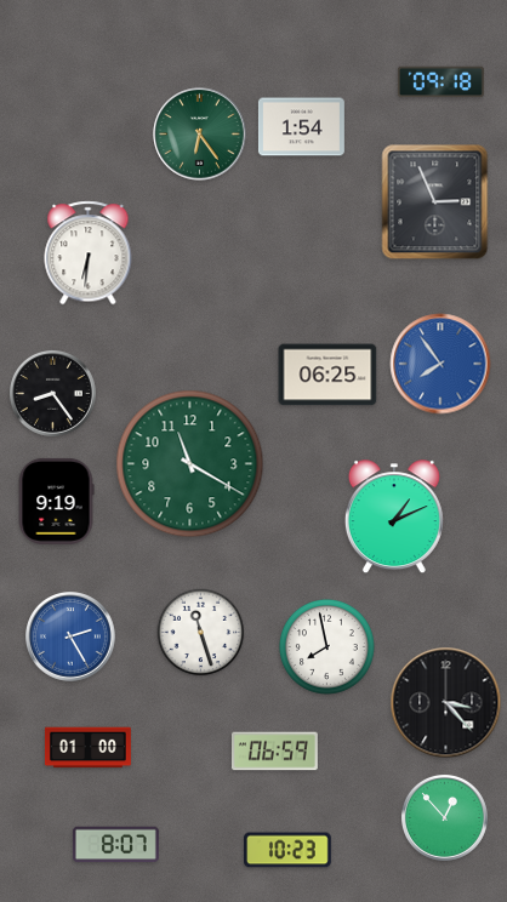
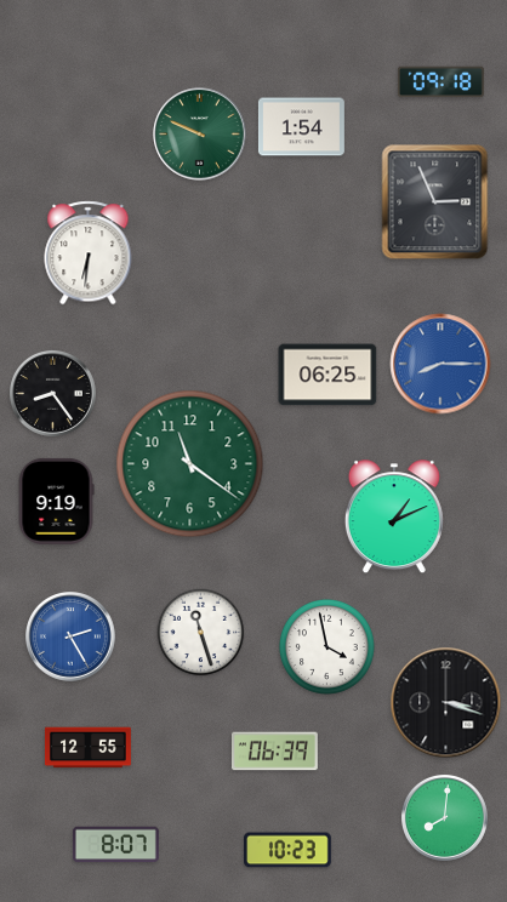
clock at (200, 135): 6:24 -> 9:49
clock at (440, 364): 7:54 -> 8:15
clock at (190, 464): 11:20 -> 11:21
clock at (326, 646): 7:58 -> 3:58
clock at (446, 703): 3:23 -> 3:18
clock at (87, 748): 01:00 -> 12:55
clock at (274, 752): 06:59 -> 06:39
clock at (444, 817): 12:53 -> 8:01
